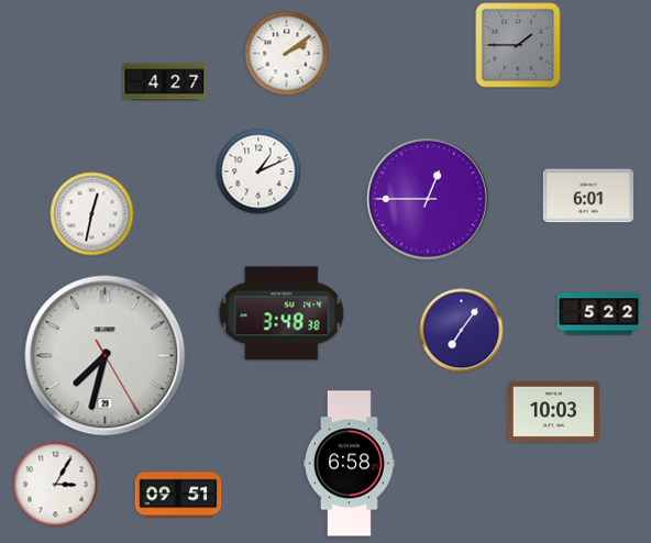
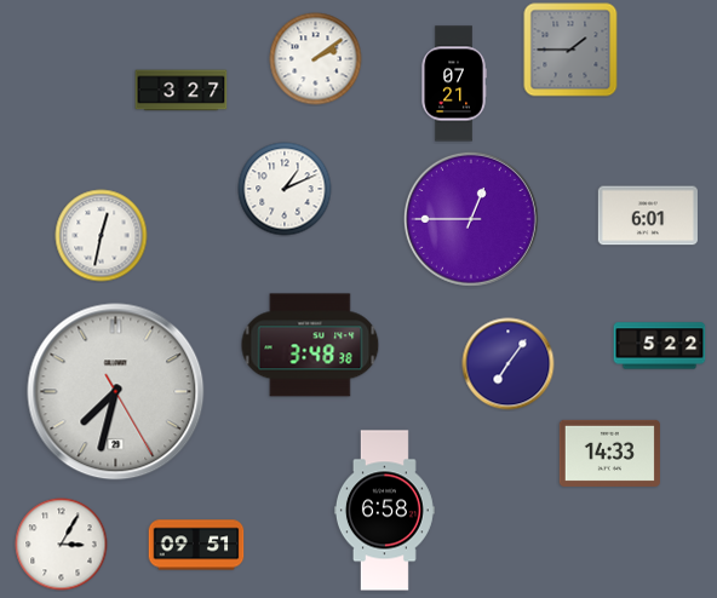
clock at (454, 84): none -> 07:21
clock at (165, 82): 4:27 -> 3:27
clock at (553, 411): 10:03 -> 14:33
clock at (56, 485) position: (56, 485) -> (62, 545)
